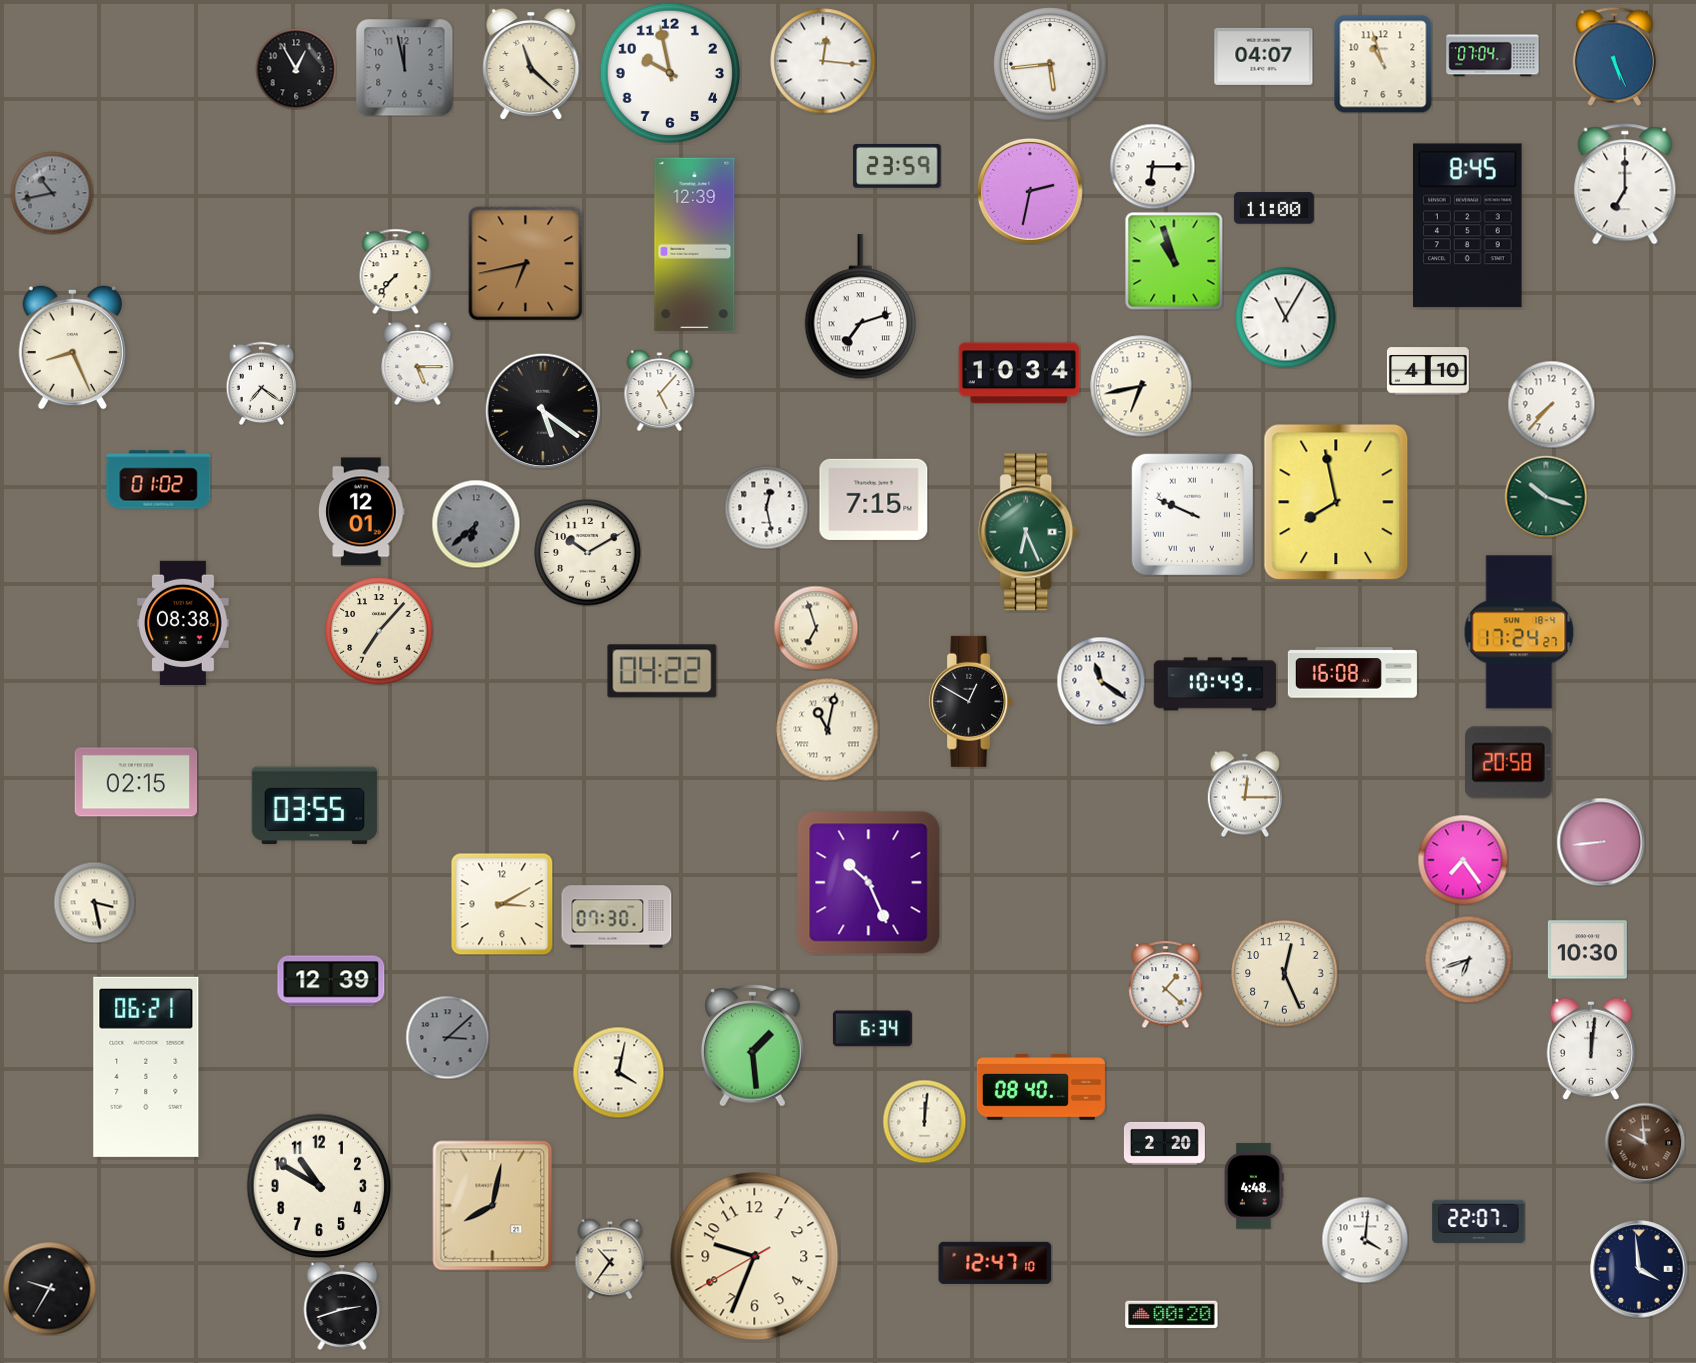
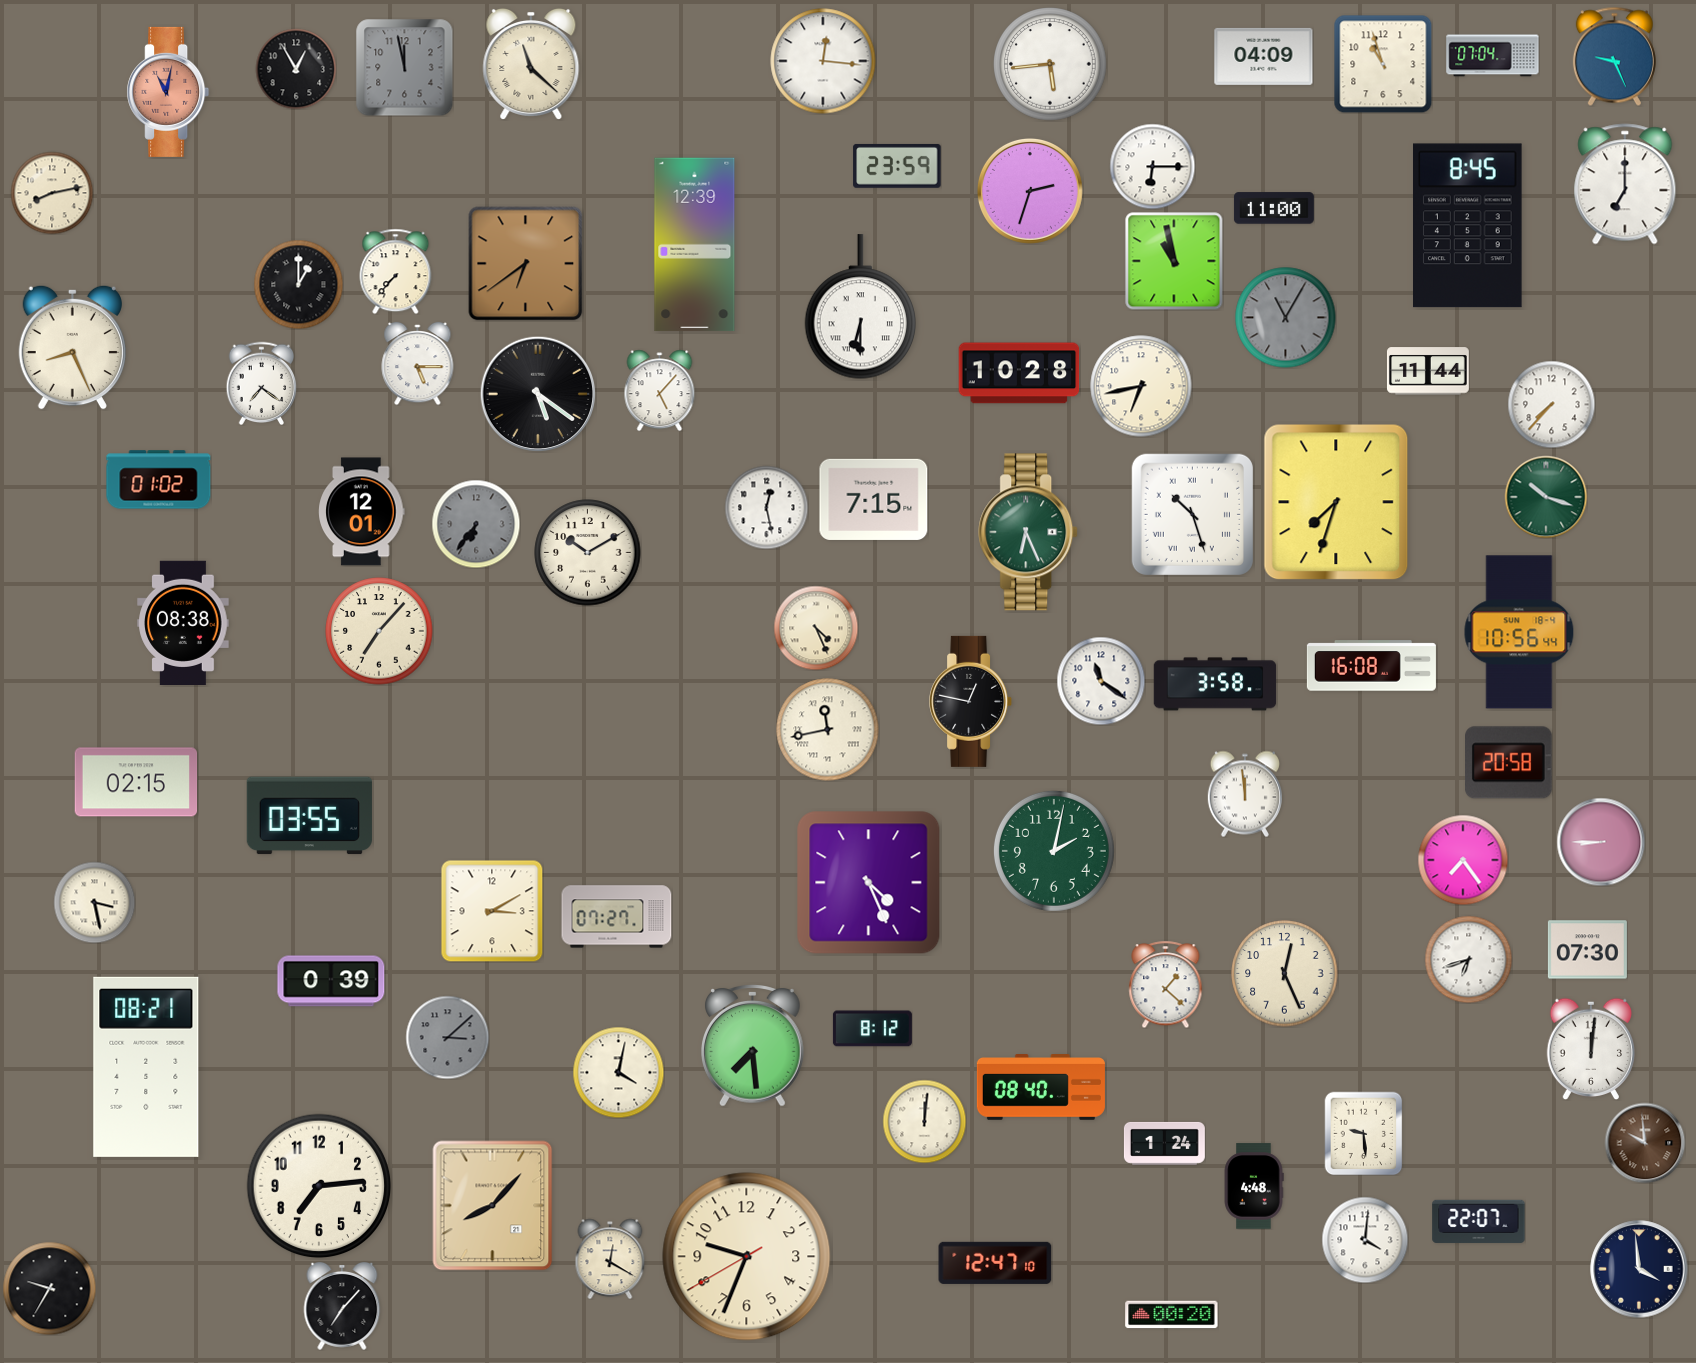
clock at (1264, 56): 04:07 -> 04:09
clock at (1614, 56): 5:26 -> 9:26
clock at (669, 72): 9:58 -> none
clock at (168, 92): none -> 11:02
clock at (1030, 191): 2:32 -> 2:33
clock at (52, 193): 10:43 -> 8:13
clock at (52, 193) dial: grey -> cream
clock at (1174, 261): 10:57 -> 10:58
clock at (526, 264): 6:43 -> 6:39
clock at (298, 284): none -> 1:00
clock at (860, 307): 7:12 -> 6:30
clock at (1286, 318) dial: white -> grey
clock at (1428, 371): 4:10 -> 11:44
clock at (1019, 373): 10:34 -> 10:28
clock at (543, 411) position: (543, 411) -> (538, 394)
clock at (1336, 502): 7:58 -> 7:33
clock at (1192, 514): 9:49 -> 10:27
clock at (476, 524): 6:38 -> 6:36
clock at (816, 628): 6:57 -> 4:26
clock at (1519, 632): 17:24 -> 10:56
clock at (662, 671): 04:22 -> none
clock at (1352, 673) position: (1352, 673) -> (1371, 666)
clock at (1215, 684): 10:49 -> 3:58
clock at (971, 701): 12:50 -> 12:47
clock at (828, 730): 11:02 -> 11:43
clock at (1245, 794): 12:15 -> 11:59
clock at (314, 806) position: (314, 806) -> (309, 816)
clock at (1601, 842): 8:44 -> 8:45
clock at (1054, 851): none -> 2:02
clock at (869, 883): 10:26 -> 4:26
clock at (502, 904) position: (502, 904) -> (492, 911)
clock at (617, 917): 07:30 -> 07:27
clock at (1587, 950): 10:30 -> 07:30
clock at (331, 981): 12:39 -> 0:39
clock at (872, 1029): 6:34 -> 8:12
clock at (753, 1046): 1:29 -> 7:29
clock at (146, 1067): 06:21 -> 08:21
clock at (1364, 1133): none -> 9:29
clock at (1164, 1143): 2:20 -> 1:24
clock at (319, 1186): 10:50 -> 7:14
clock at (493, 1206): 8:02 -> 8:07
clock at (755, 1257) position: (755, 1257) -> (747, 1257)
clock at (610, 1259): 10:36 -> 12:20
clock at (342, 1307): 2:42 -> 7:07
